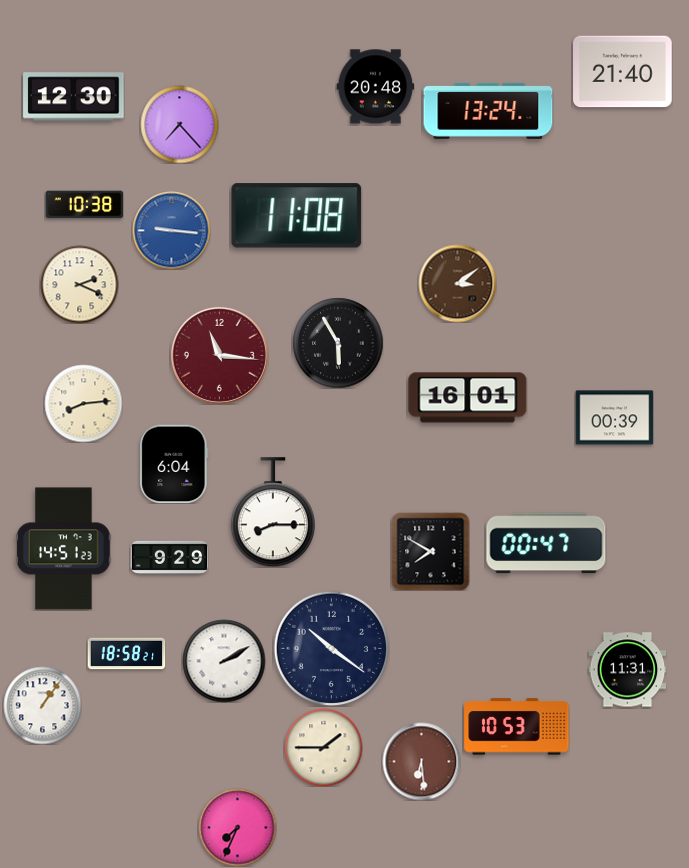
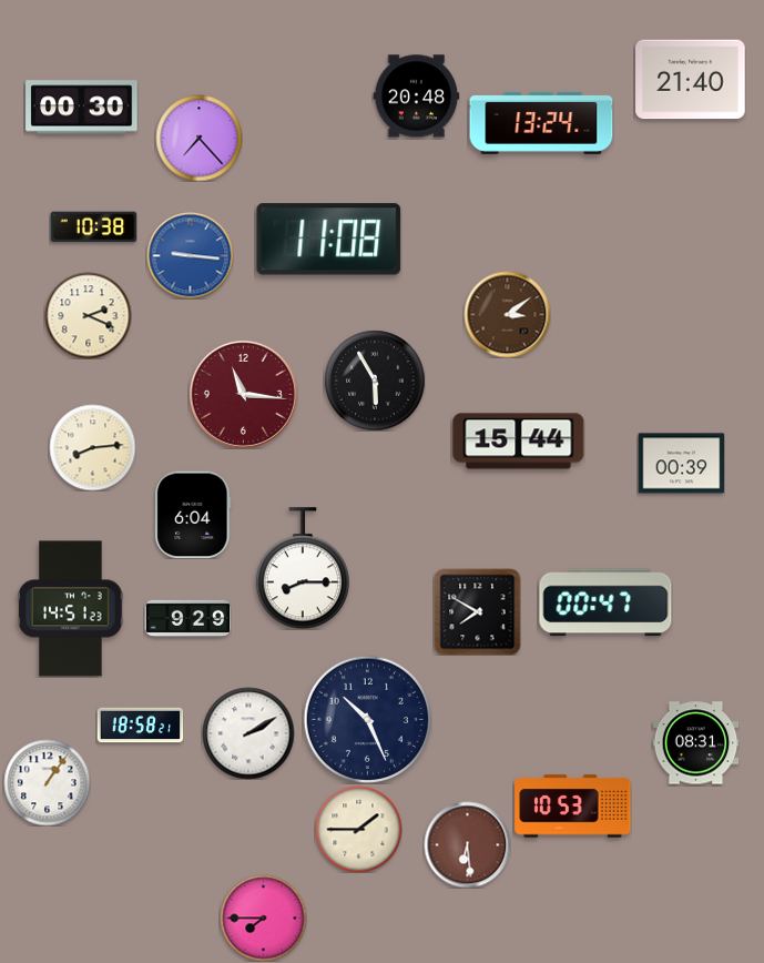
clock at (74, 97): 12:30 -> 00:30
clock at (468, 398): 16:01 -> 15:44
clock at (331, 648): 10:21 -> 10:26
clock at (627, 670): 11:31 -> 08:31
clock at (237, 827): 7:34 -> 7:45
